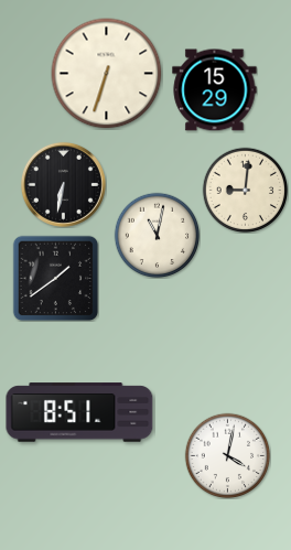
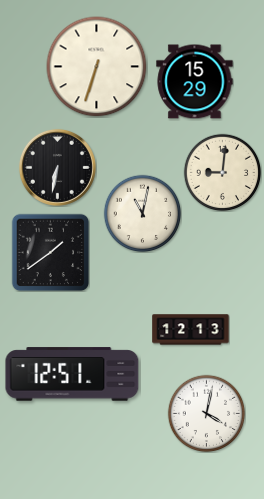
clock at (191, 330): none -> 12:13
clock at (79, 412): 8:51 -> 12:51
